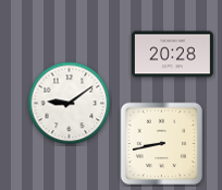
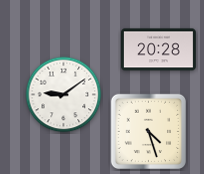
clock at (161, 143): 8:43 -> 4:27
